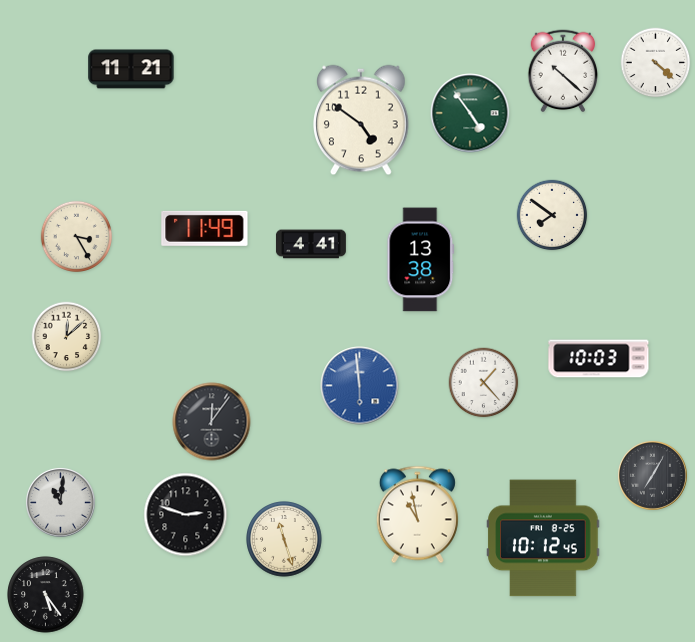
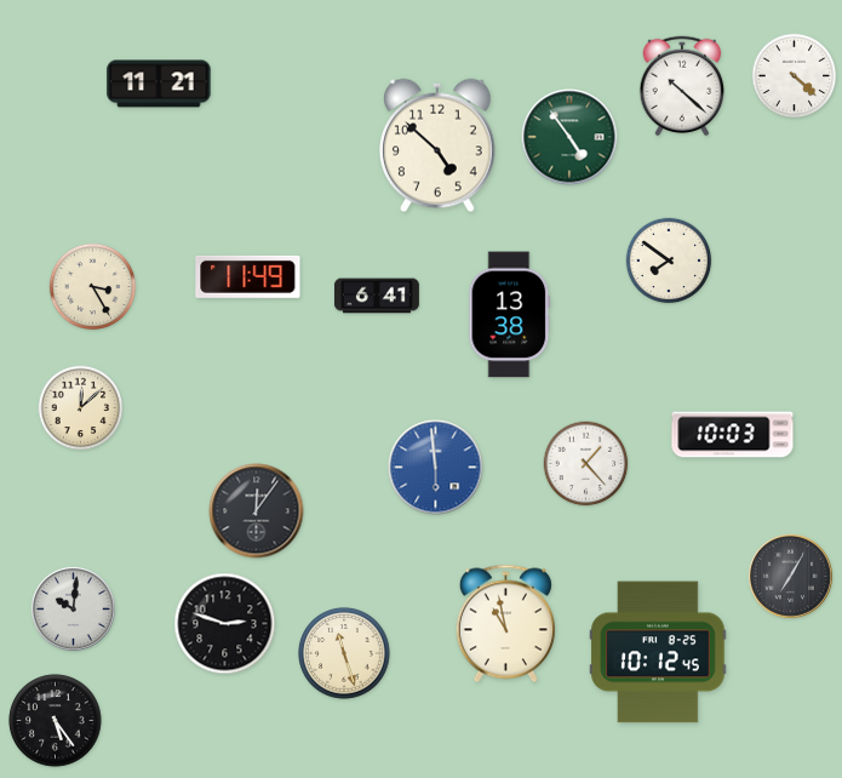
clock at (362, 120): 4:51 -> 4:52
clock at (311, 244): 4:41 -> 6:41
clock at (599, 359) position: (599, 359) -> (733, 435)
clock at (60, 502): 11:01 -> 10:01
